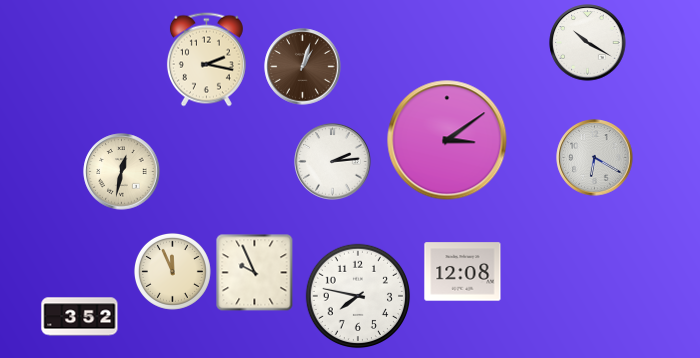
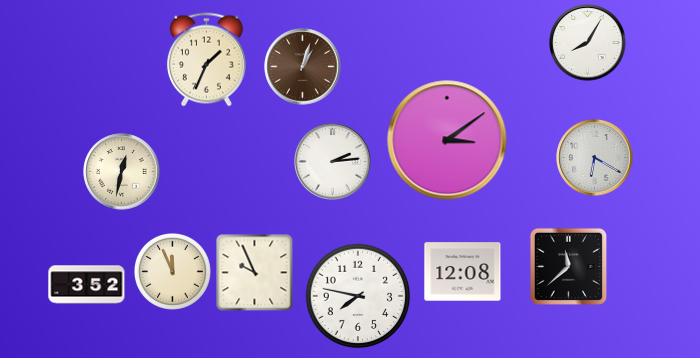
clock at (588, 43): 10:20 -> 8:05
clock at (206, 60): 2:17 -> 1:34
clock at (568, 266): none -> 11:38
clock at (80, 317) position: (80, 317) -> (87, 285)
